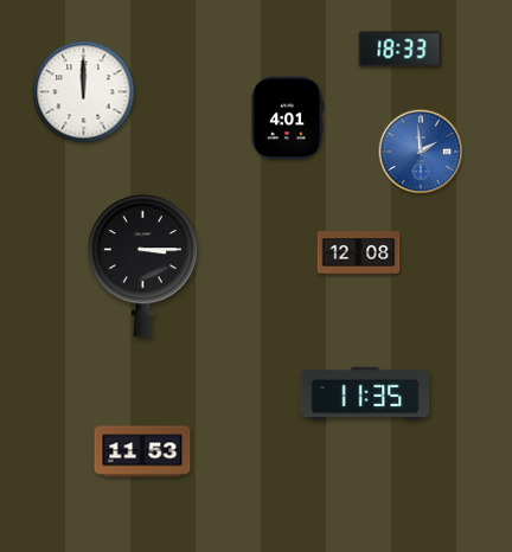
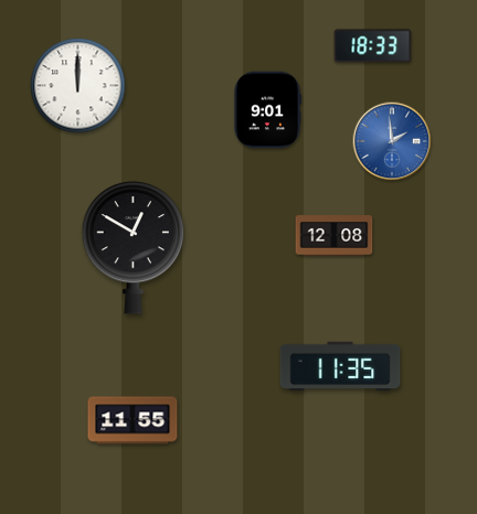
clock at (288, 118): 4:01 -> 9:01
clock at (143, 265): 3:15 -> 12:50
clock at (142, 451): 11:53 -> 11:55
